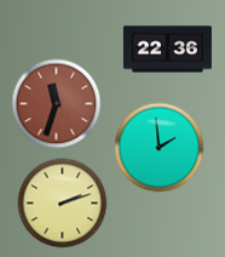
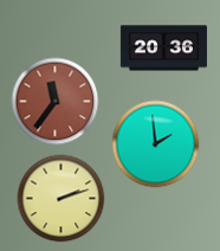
clock at (167, 50): 22:36 -> 20:36
clock at (57, 104): 11:33 -> 11:36
